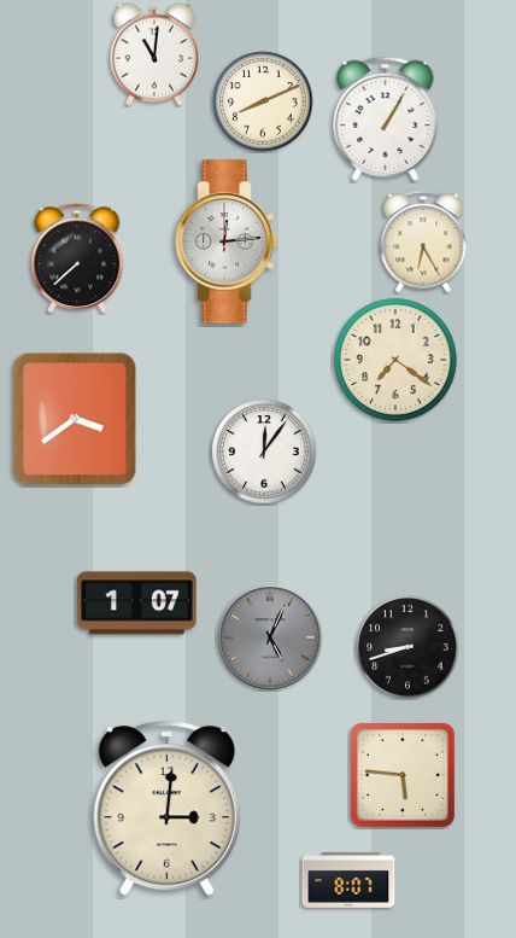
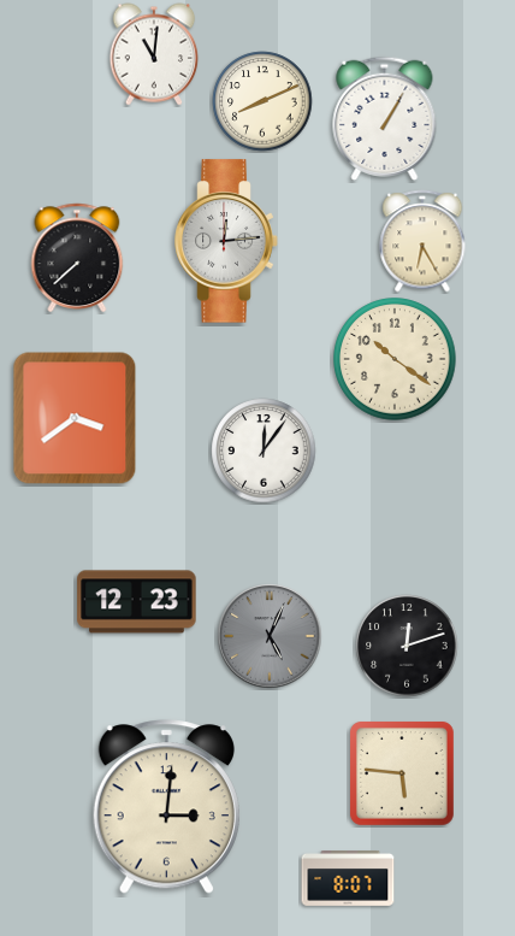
clock at (395, 360): 7:21 -> 10:21
clock at (137, 604): 1:07 -> 12:23
clock at (407, 647): 8:42 -> 12:12
